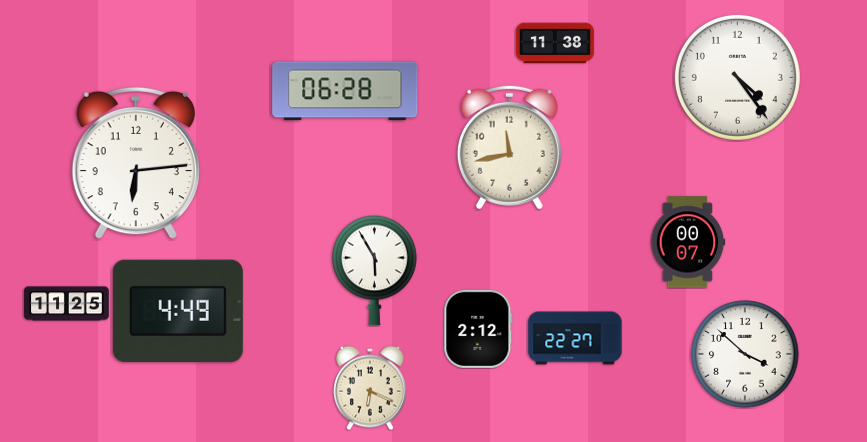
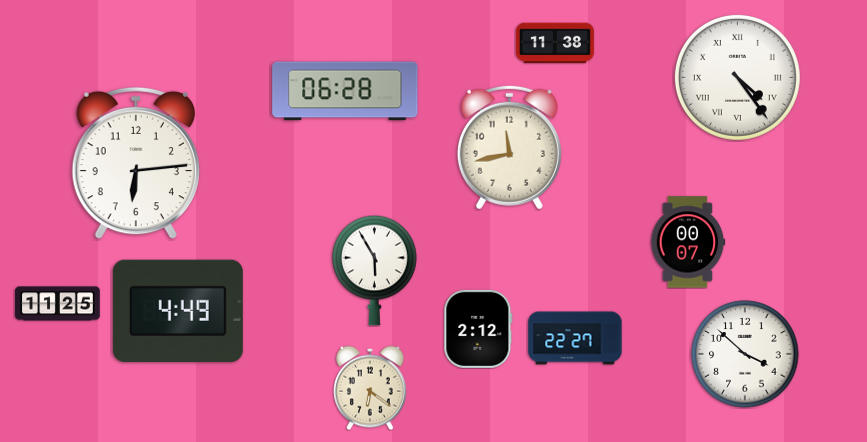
clock at (737, 77) numerals: Arabic -> Roman
clock at (67, 304) position: (67, 304) -> (58, 304)
clock at (371, 388): 6:19 -> 6:21
